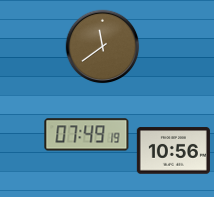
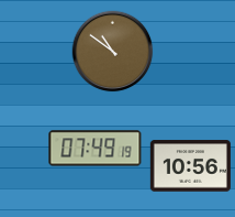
clock at (103, 47): 11:39 -> 10:51
